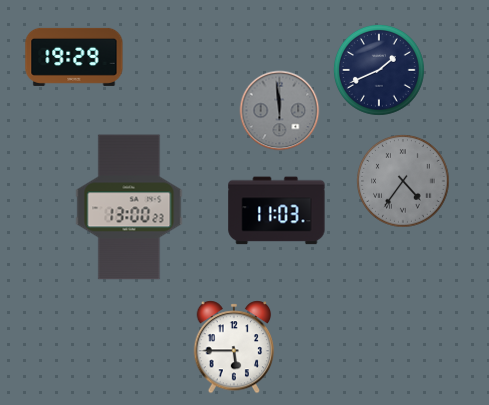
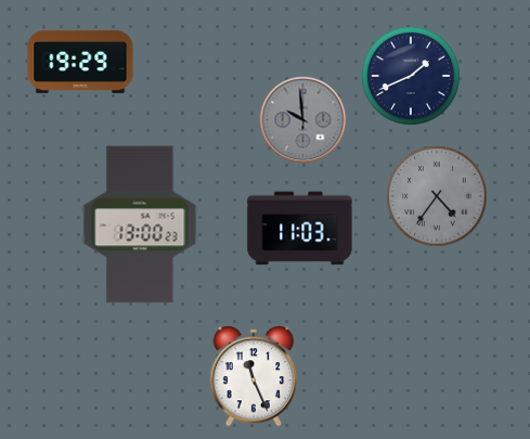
clock at (280, 111): 11:59 -> 9:59
clock at (234, 347): 5:45 -> 11:26
